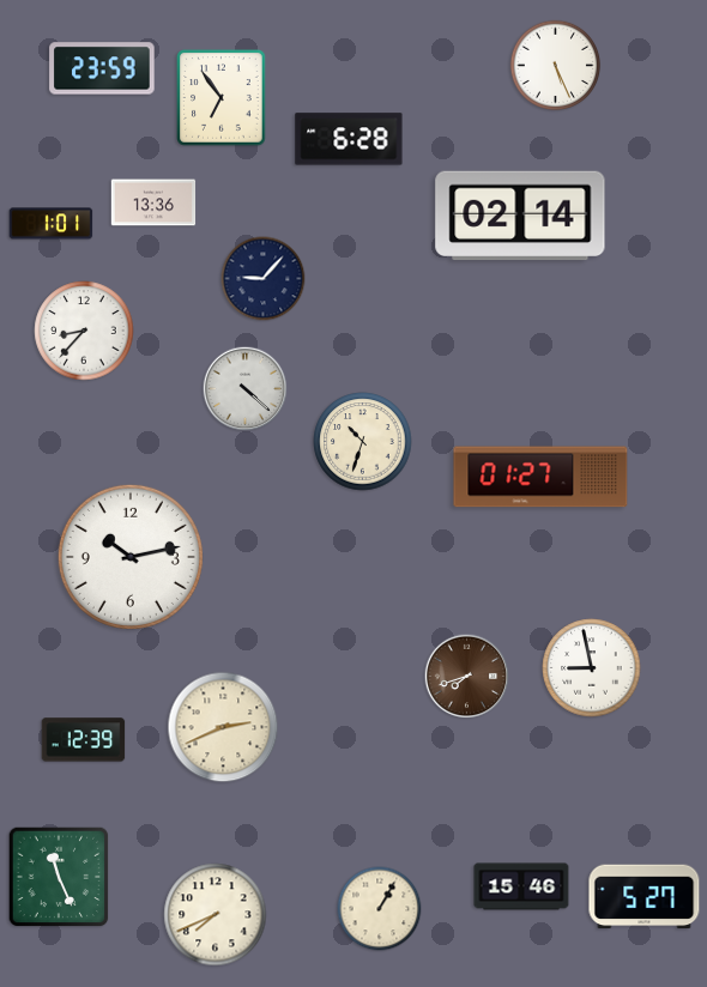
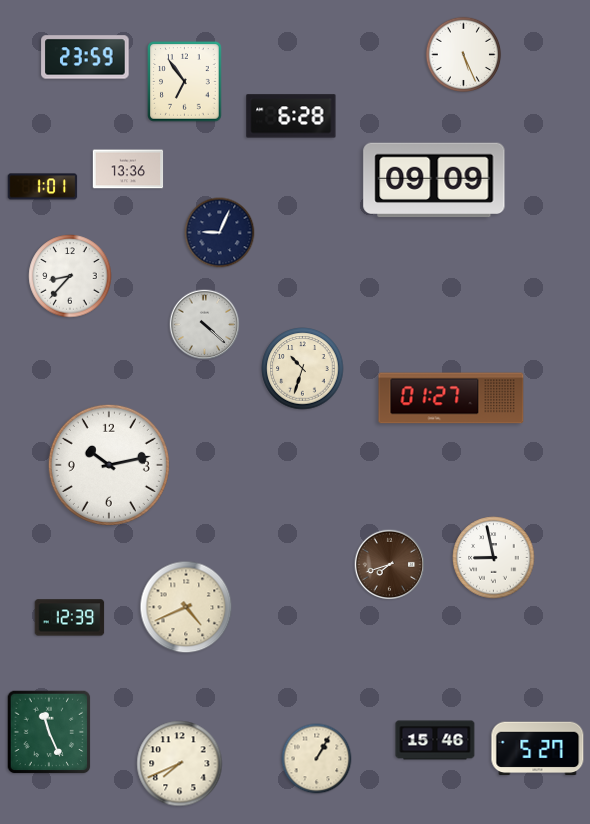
clock at (520, 216): 02:14 -> 09:09
clock at (264, 279): 9:07 -> 9:04
clock at (223, 727): 2:41 -> 4:41
